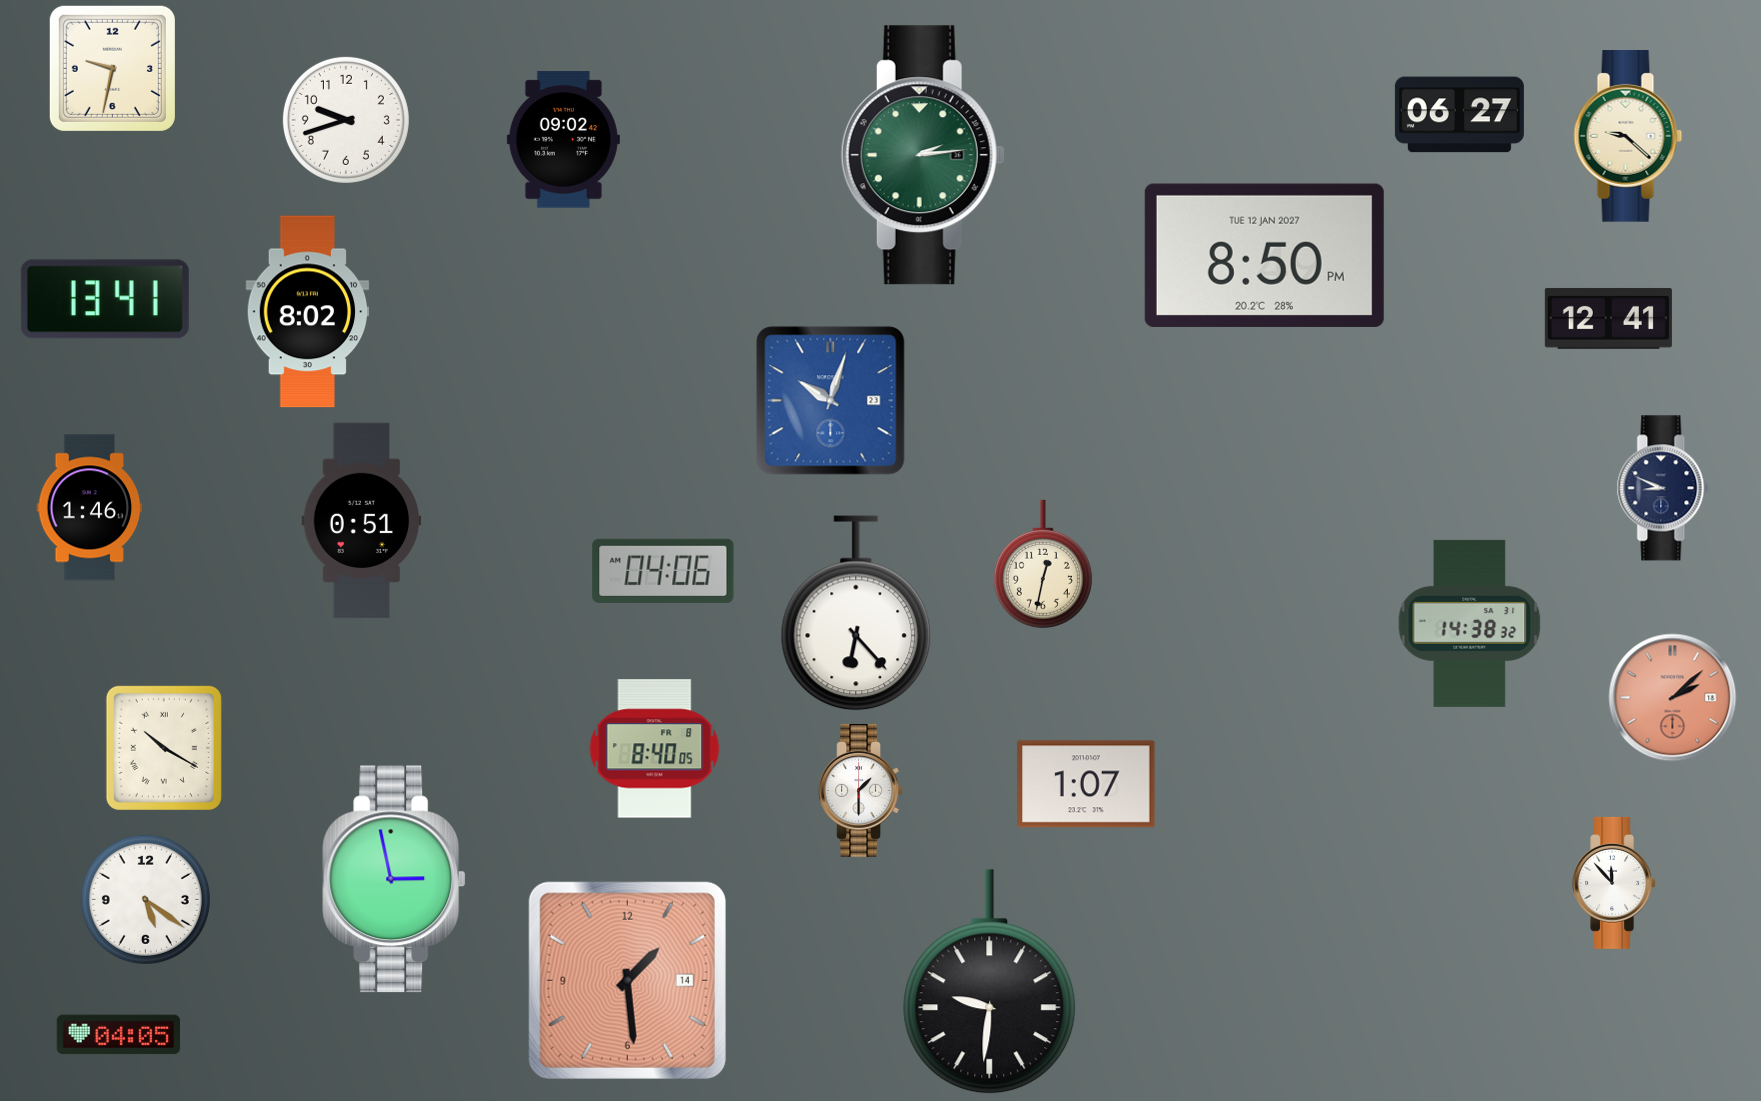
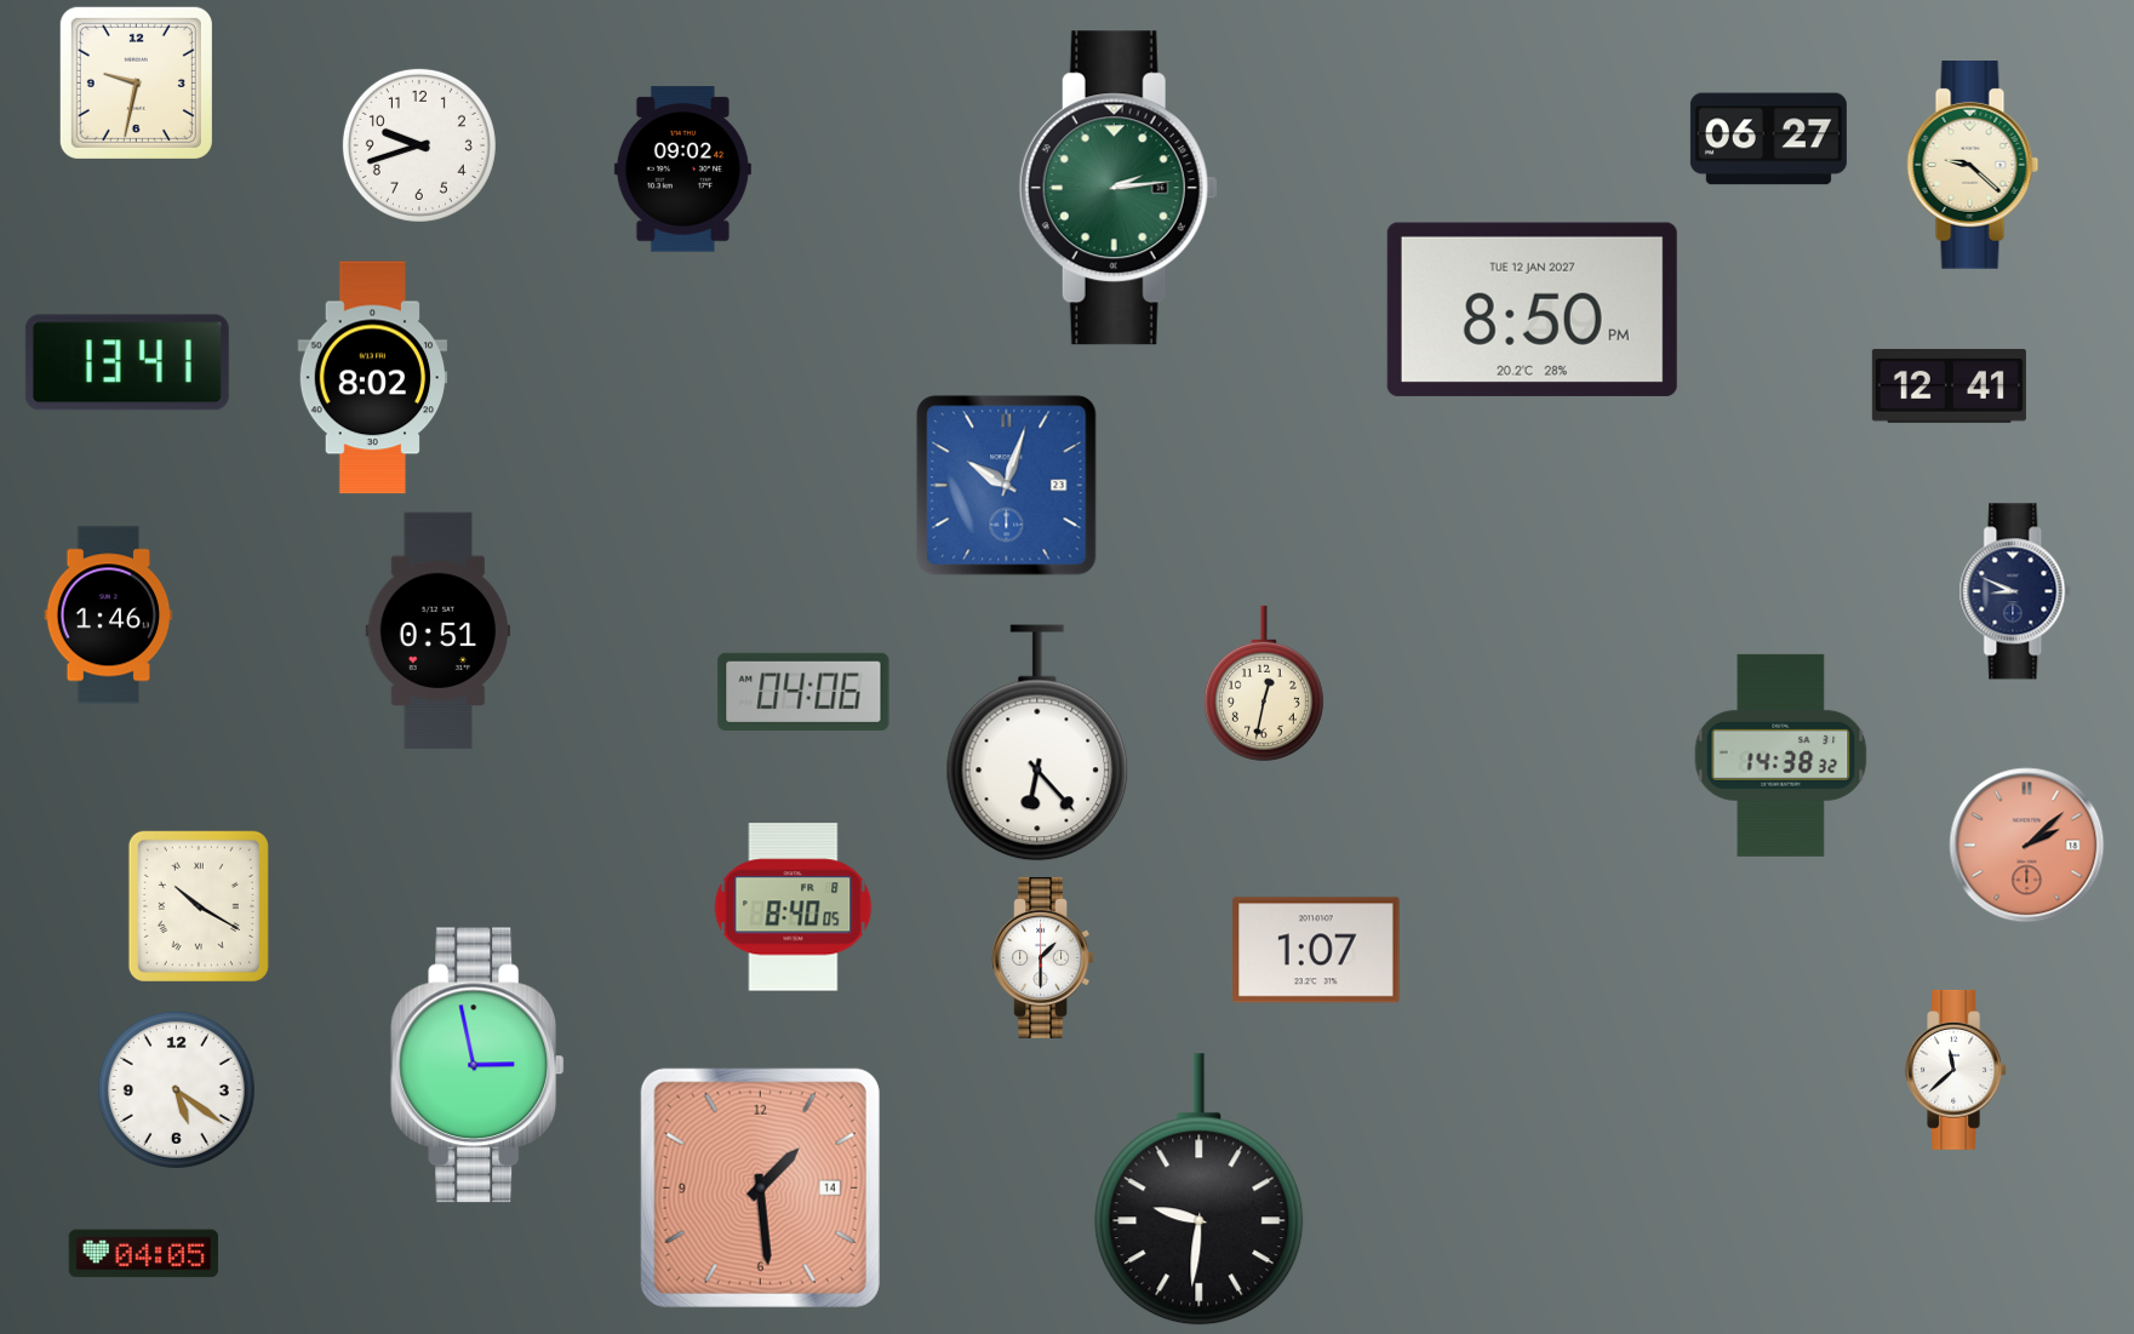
clock at (1614, 883): 11:53 -> 11:38
